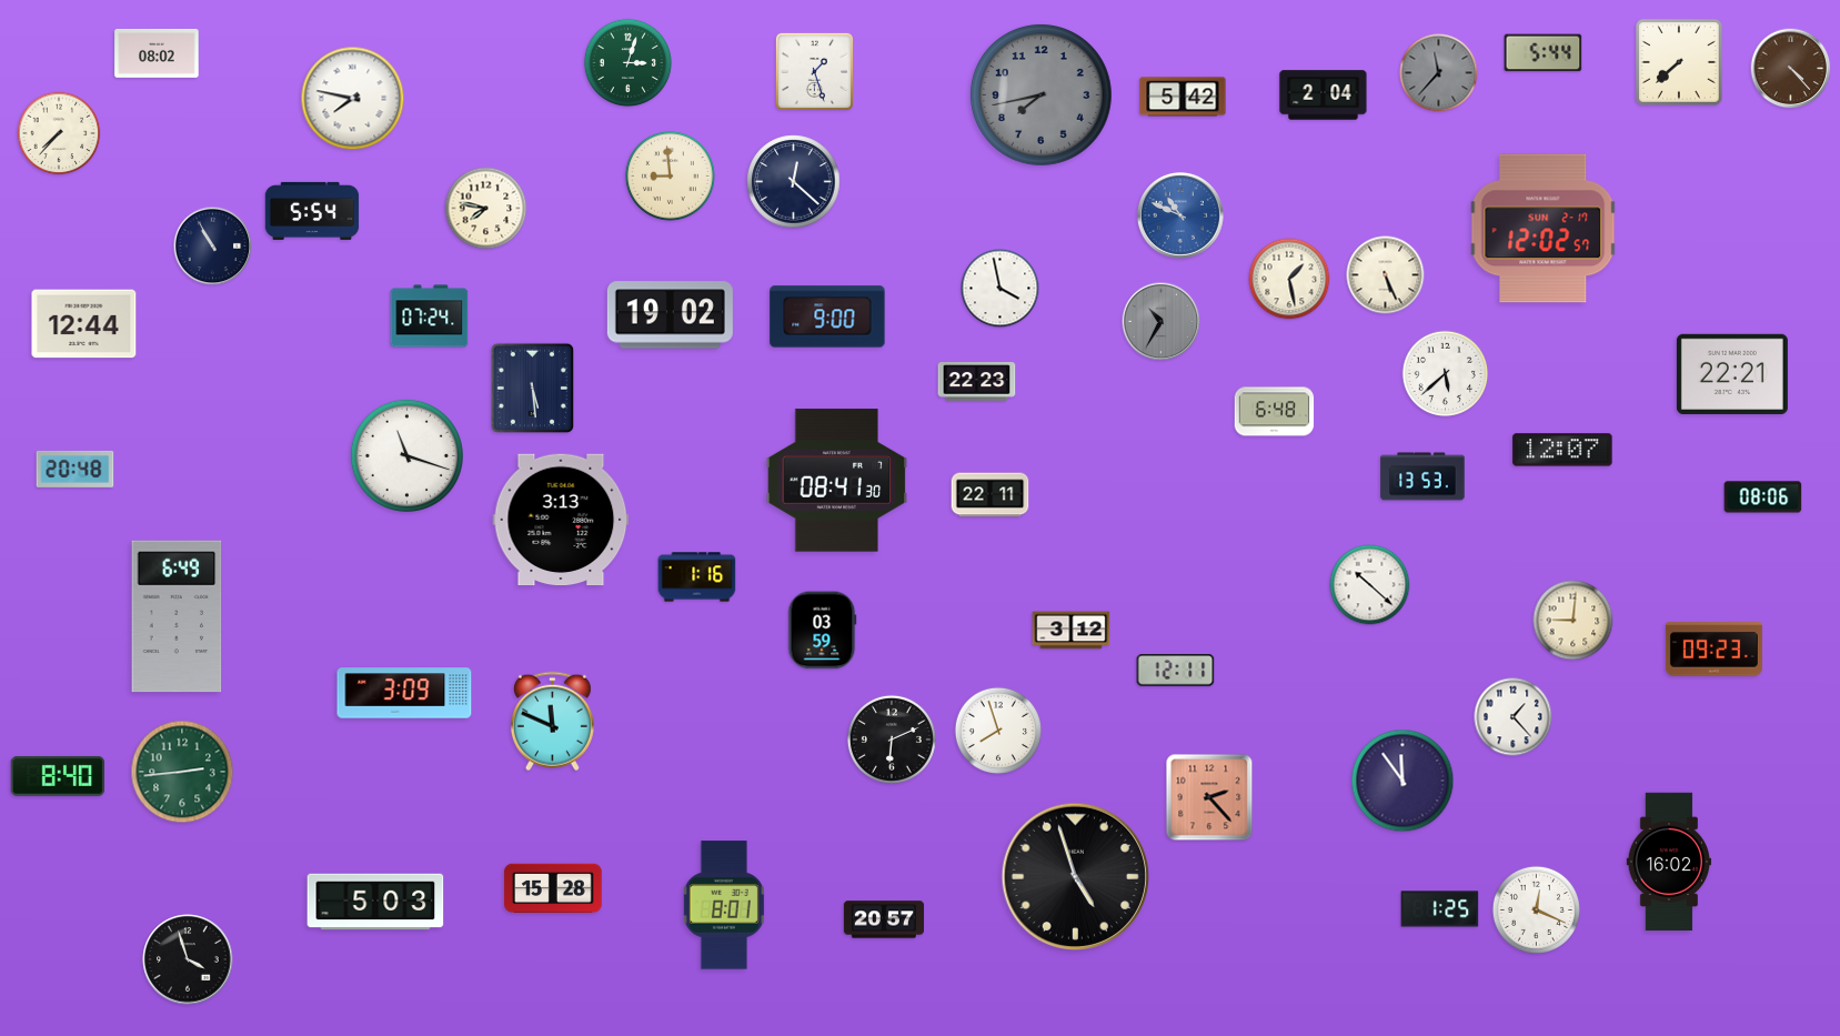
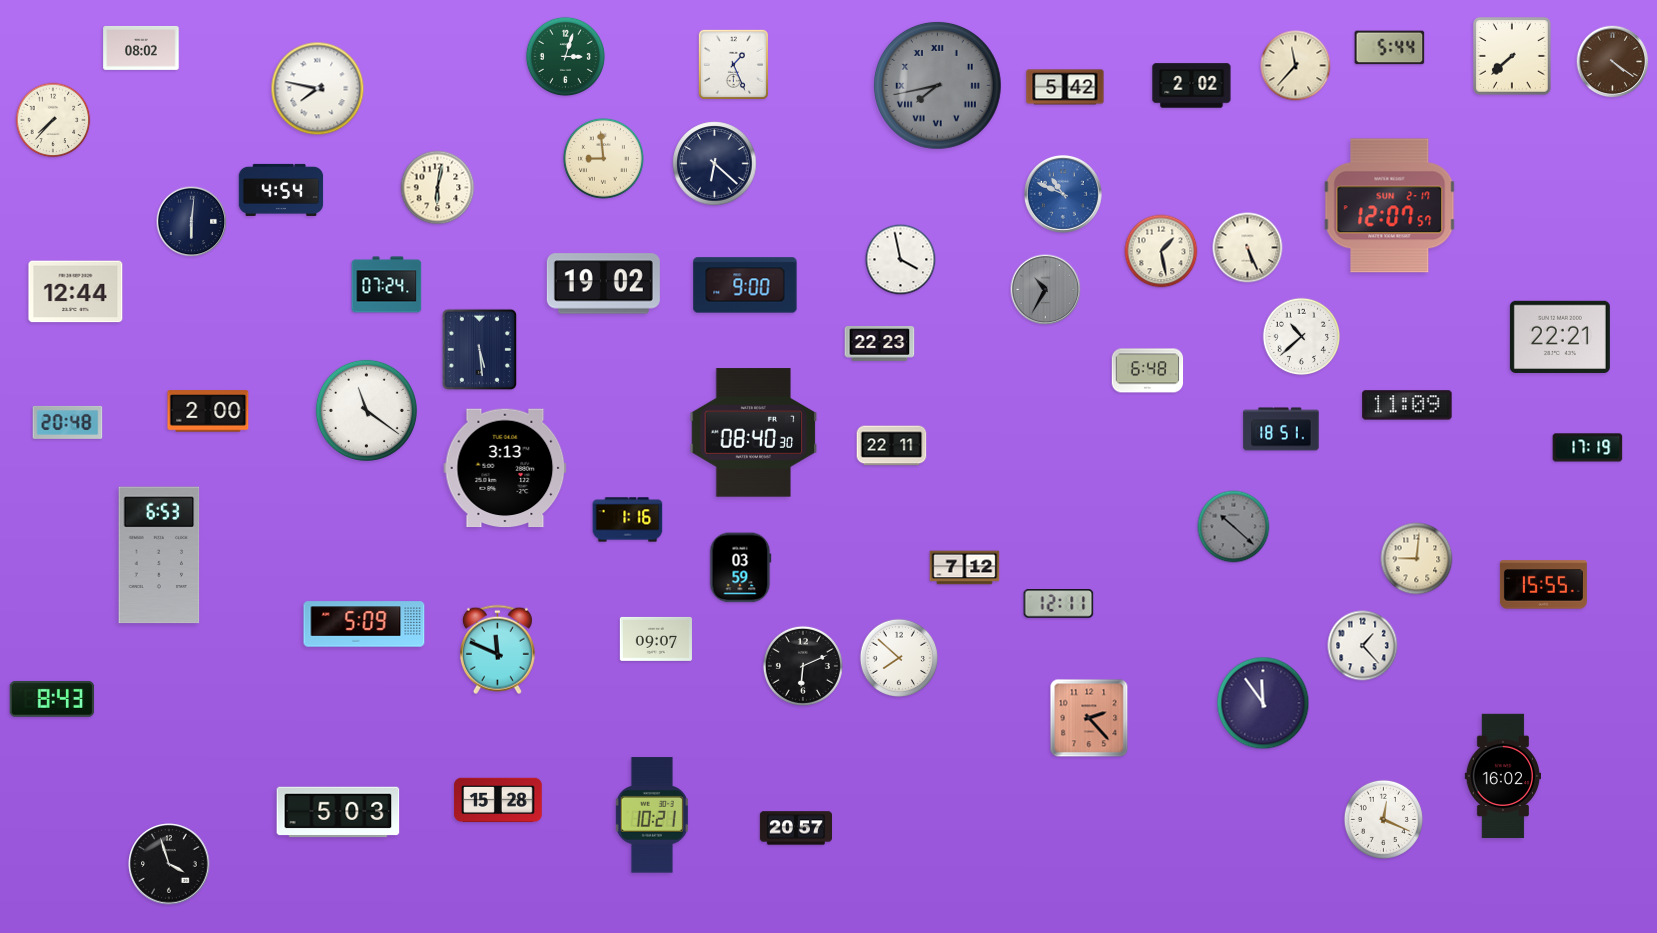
clock at (1791, 69): 4:23 -> 4:21
clock at (814, 71): 1:27 -> 1:26
clock at (1439, 73) dial: grey -> cream
clock at (1040, 94) numerals: Arabic -> Roman
clock at (1324, 95): 2:04 -> 2:02
clock at (794, 182): 12:22 -> 6:22
clock at (486, 209): 7:47 -> 6:02
clock at (312, 211): 5:54 -> 4:54
clock at (1544, 229): 12:02 -> 12:07
clock at (213, 247): 10:55 -> 6:01
clock at (1446, 374): 5:38 -> 10:38
clock at (1562, 450): 12:07 -> 11:09
clock at (406, 455): 11:18 -> 11:21
clock at (208, 411): none -> 2:00
clock at (1422, 476): 13:53 -> 18:51
clock at (837, 481): 08:41 -> 08:40
clock at (1763, 497): 08:06 -> 17:19
clock at (1370, 585) dial: white -> grey
clock at (177, 616): 6:49 -> 6:53
clock at (1072, 631): 3:12 -> 7:12
clock at (1713, 650): 09:23 -> 15:55
clock at (404, 693): 3:09 -> 5:09
clock at (656, 639): none -> 09:07
clock at (997, 730): 7:57 -> 7:52
clock at (182, 772): 2:44 -> none
clock at (58, 776): 8:40 -> 8:43
clock at (1075, 876): 4:57 -> none
clock at (724, 905): 8:01 -> 10:21
clock at (1440, 909): 1:25 -> none
